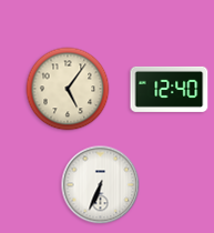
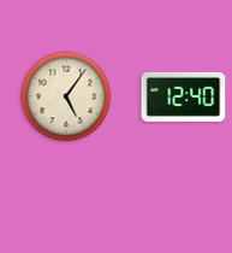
clock at (68, 89) position: (68, 89) -> (66, 96)
clock at (101, 185): 6:34 -> none
